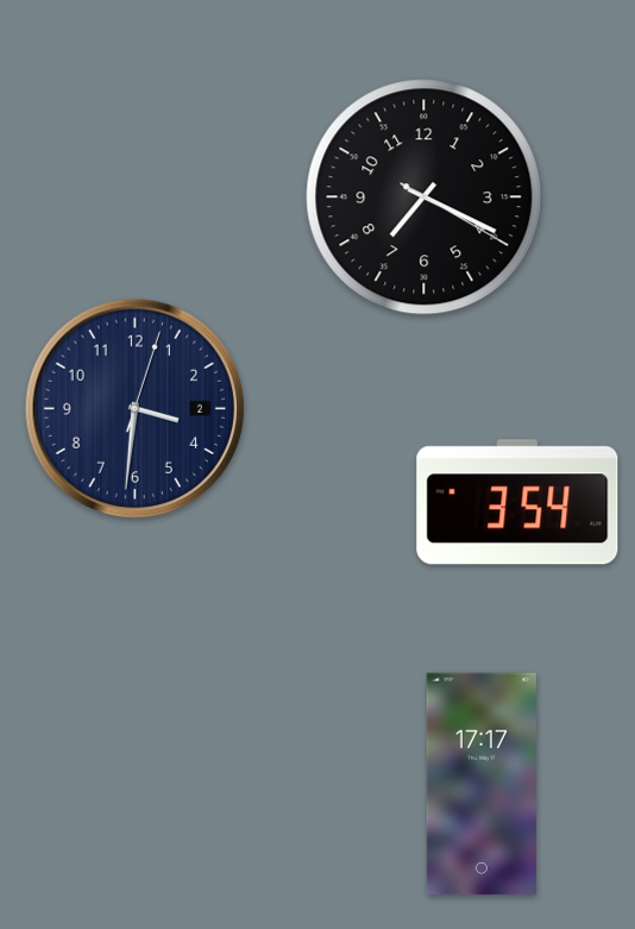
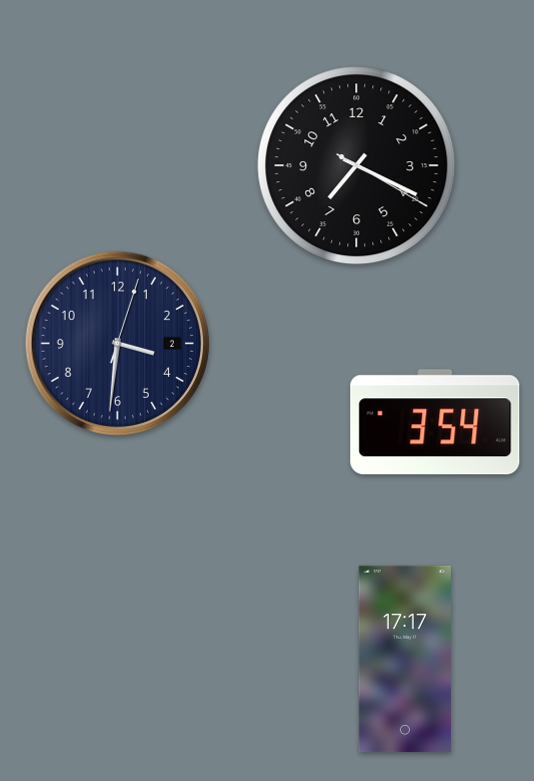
clock at (134, 408) position: (134, 408) -> (117, 343)
